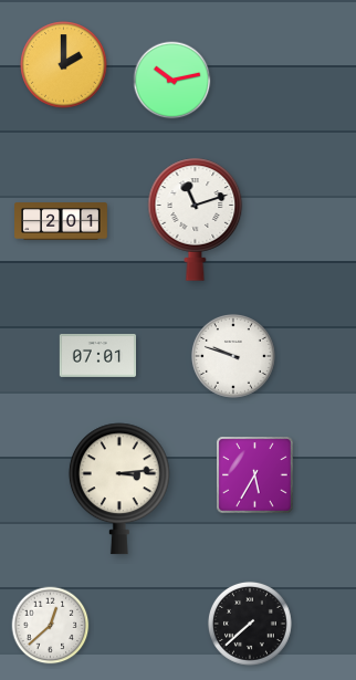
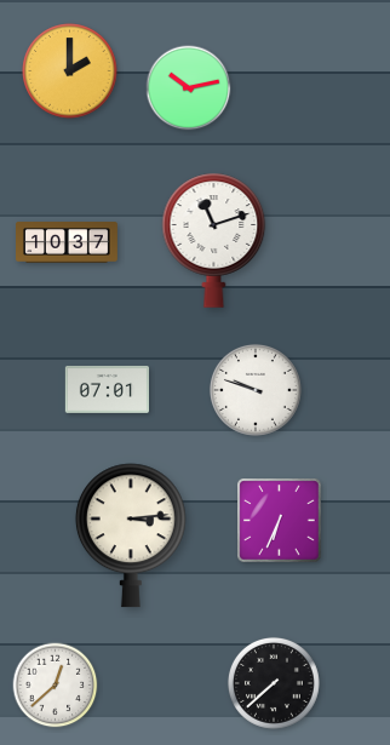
clock at (62, 221): 2:01 -> 10:37
clock at (255, 475): 5:35 -> 6:34
